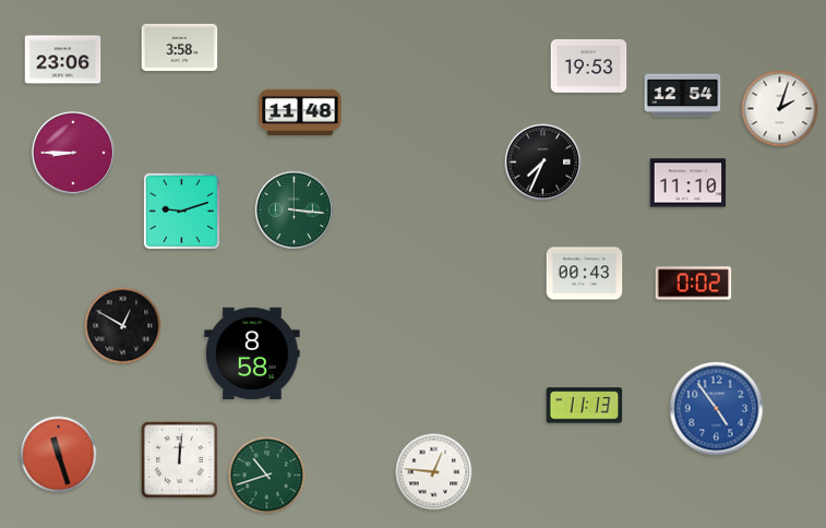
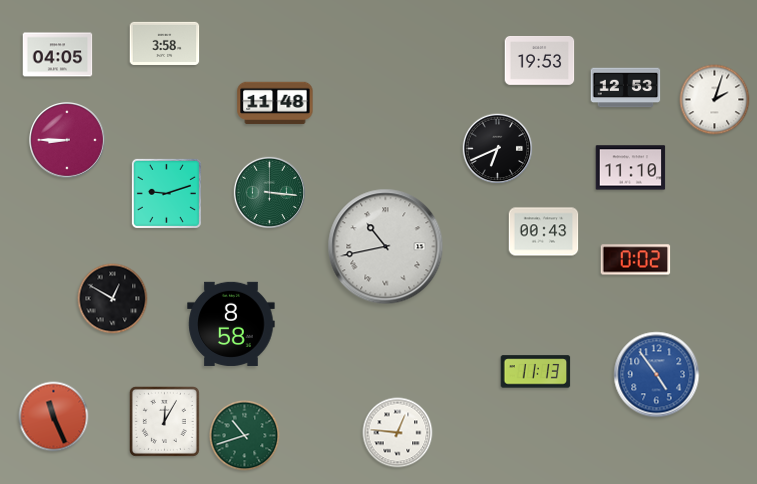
clock at (63, 60): 23:06 -> 04:05
clock at (683, 96): 12:54 -> 12:53
clock at (543, 163): 7:34 -> 6:41
clock at (386, 247): none -> 10:43
clock at (585, 274) position: (585, 274) -> (544, 232)
clock at (59, 455): 11:27 -> 11:26
clock at (179, 459): 12:01 -> 12:05
